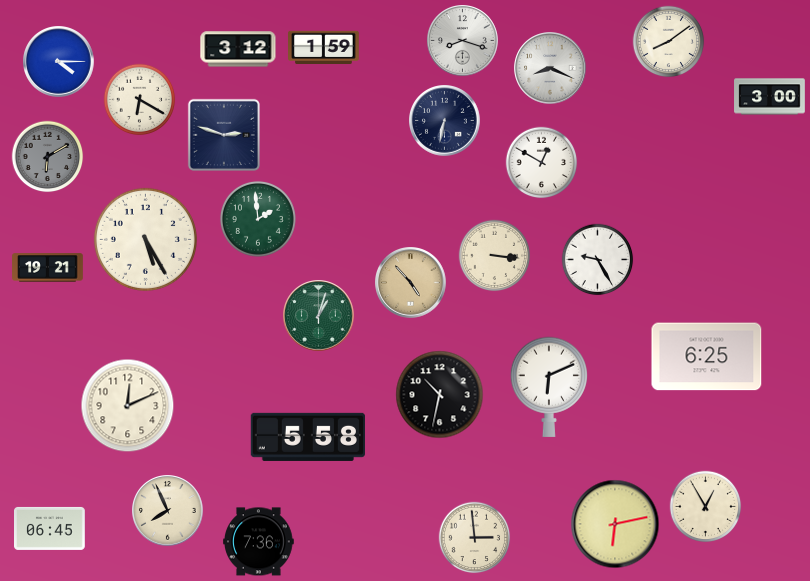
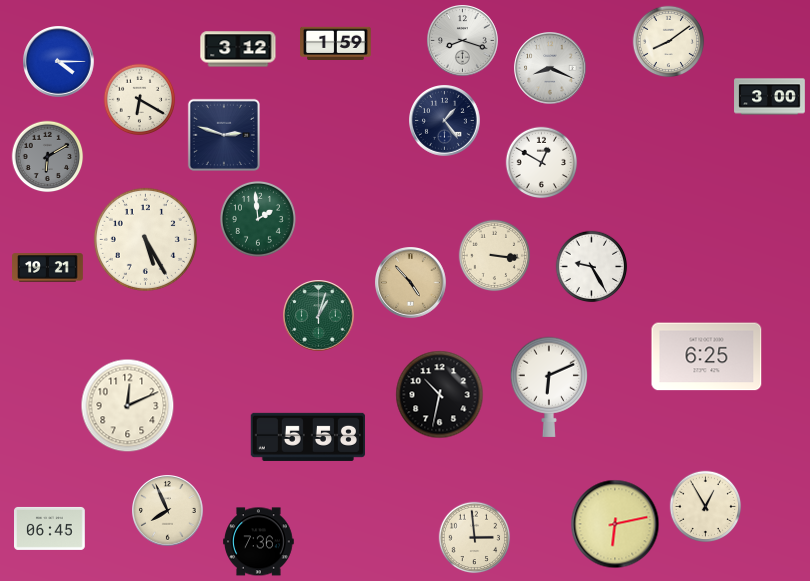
clock at (324, 47) position: (324, 47) -> (336, 43)
clock at (445, 121): 6:32 -> 1:24
clock at (598, 260) position: (598, 260) -> (592, 267)
